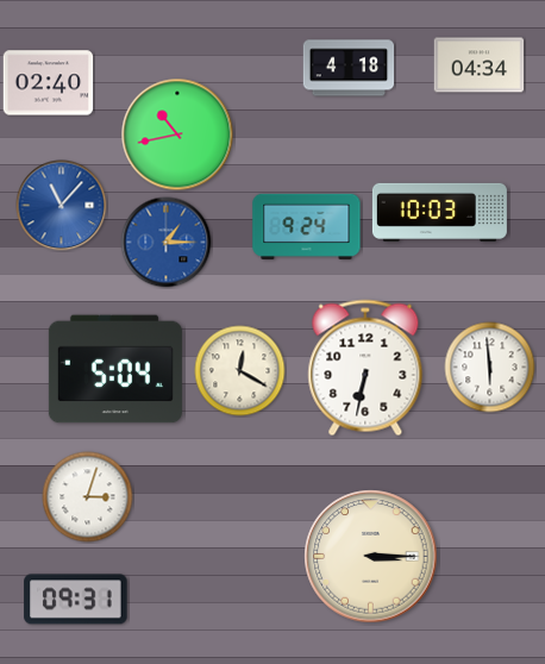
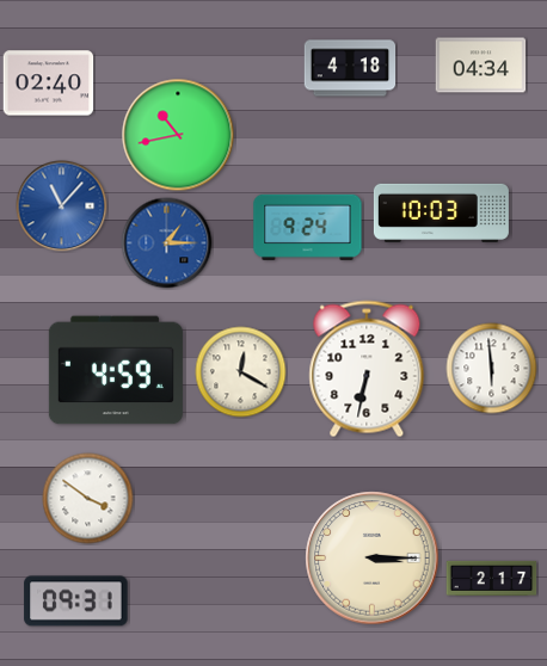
clock at (115, 369): 5:04 -> 4:59
clock at (88, 497): 3:03 -> 3:51
clock at (492, 578): none -> 2:17
